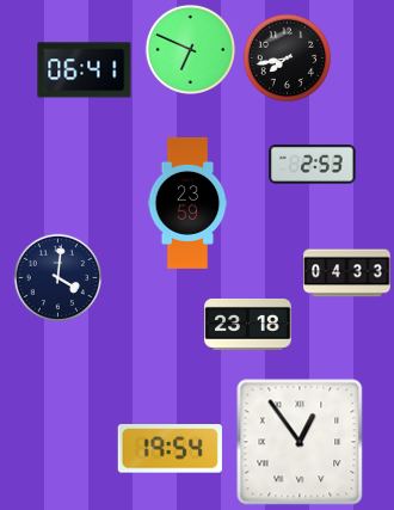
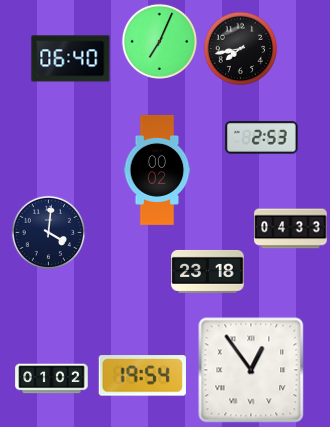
clock at (190, 49): 6:49 -> 7:04
clock at (85, 70): 06:41 -> 06:40
clock at (187, 203): 23:59 -> 00:02
clock at (52, 379): none -> 01:02
